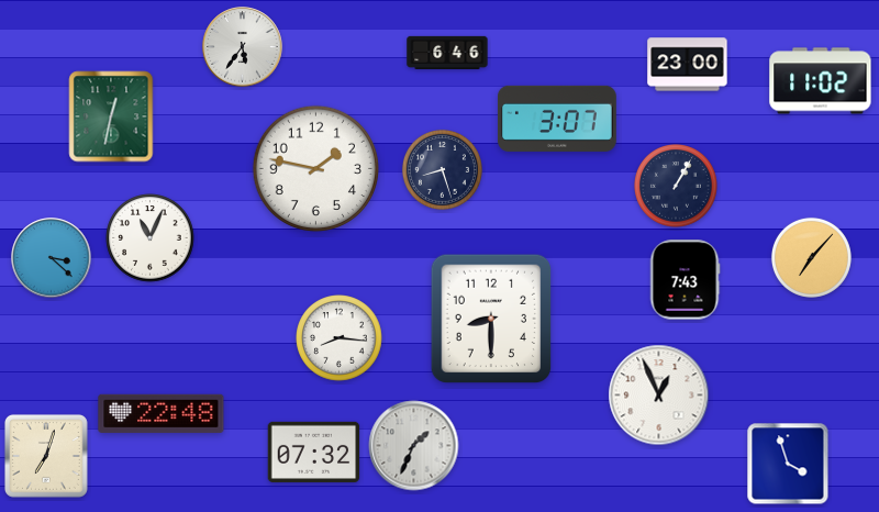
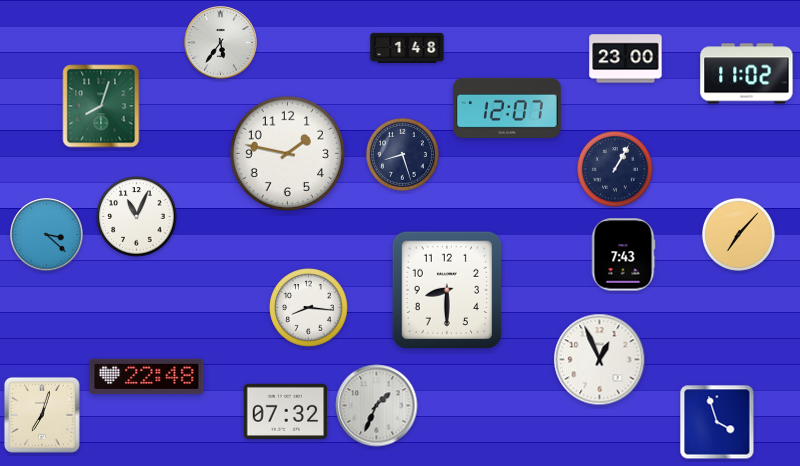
clock at (447, 53): 6:46 -> 1:48
clock at (111, 116): 12:32 -> 8:03
clock at (558, 119): 3:07 -> 12:07
